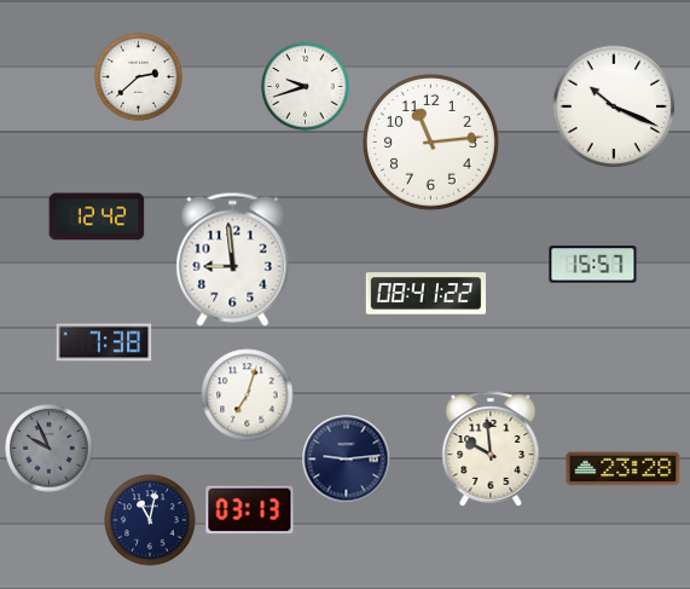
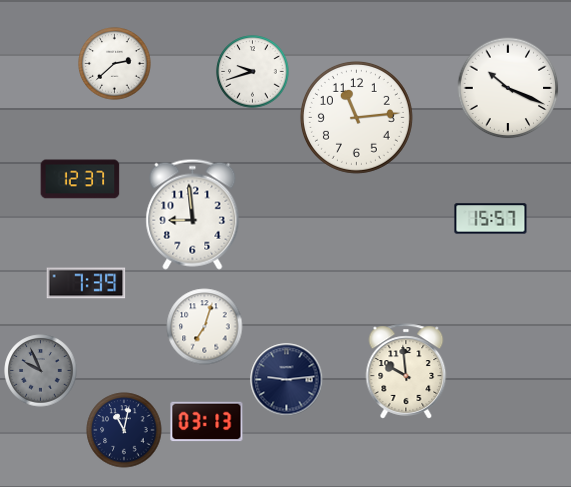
clock at (97, 216): 12:42 -> 12:37
clock at (427, 294): 08:41 -> none
clock at (104, 342): 7:38 -> 7:39
clock at (624, 469): 23:28 -> none
